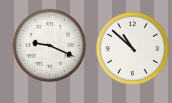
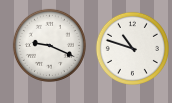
clock at (132, 48): 10:52 -> 10:48
